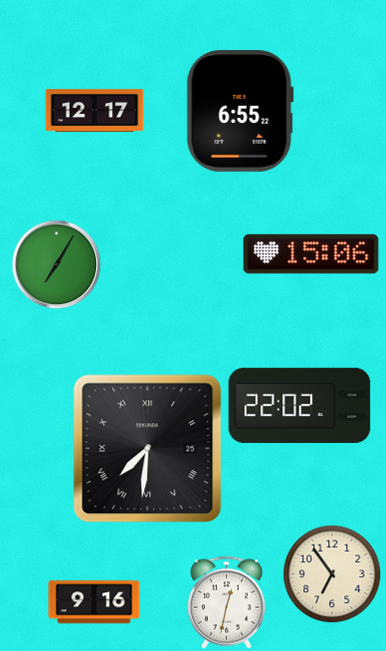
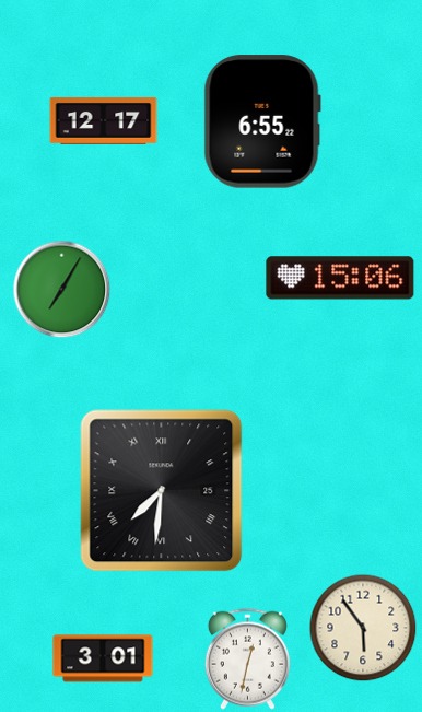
clock at (300, 405): 22:02 -> none
clock at (332, 574): 6:54 -> 5:54
clock at (94, 602): 9:16 -> 3:01
